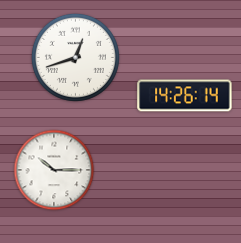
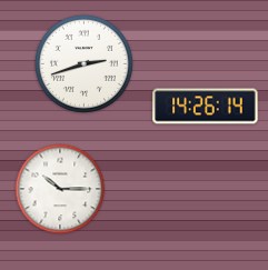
clock at (75, 57): 12:42 -> 2:42
